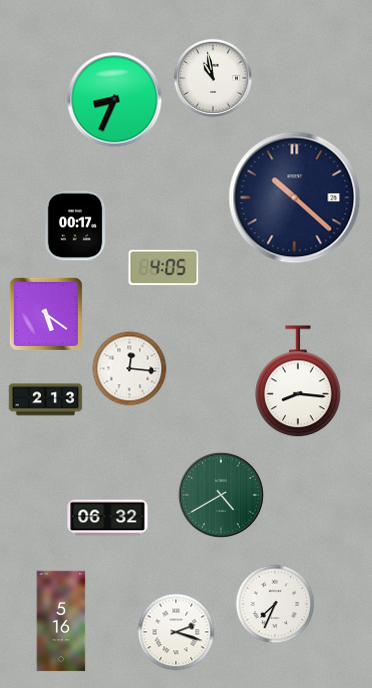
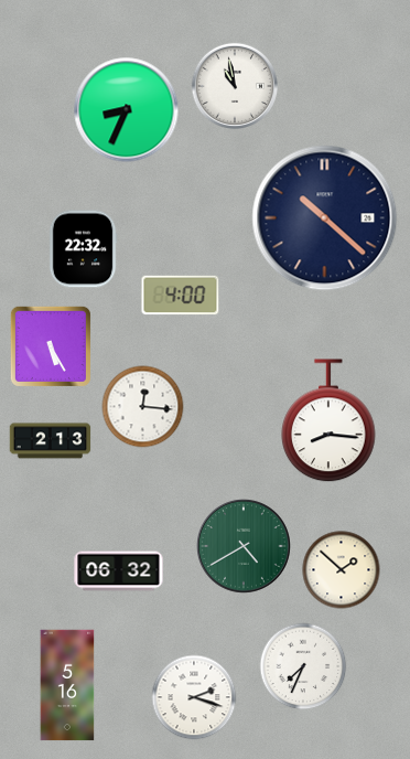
clock at (75, 226): 00:17 -> 22:32
clock at (164, 268): 4:05 -> 4:00
clock at (46, 314): 5:21 -> 5:25
clock at (342, 570): none -> 1:52
